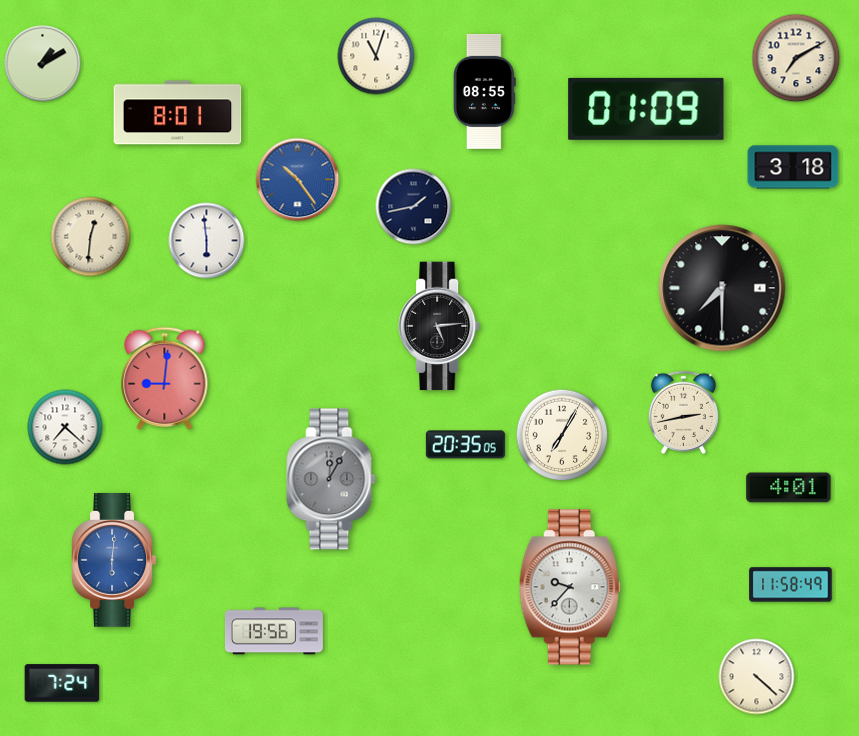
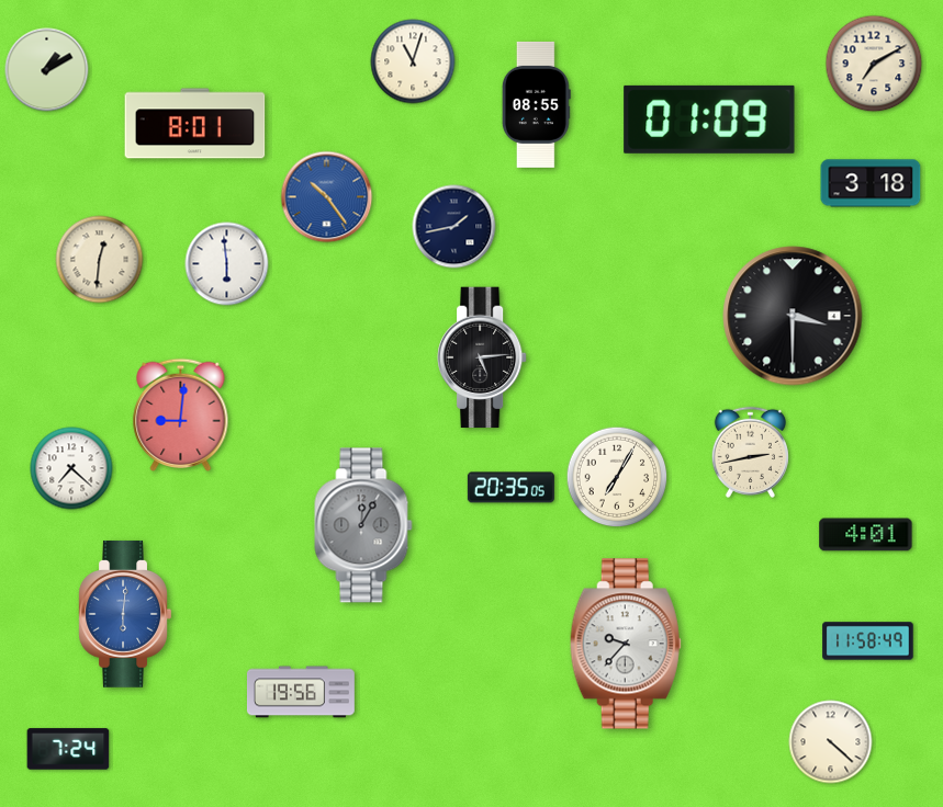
clock at (484, 91) position: (484, 91) -> (536, 104)
clock at (722, 288): 7:30 -> 3:30
